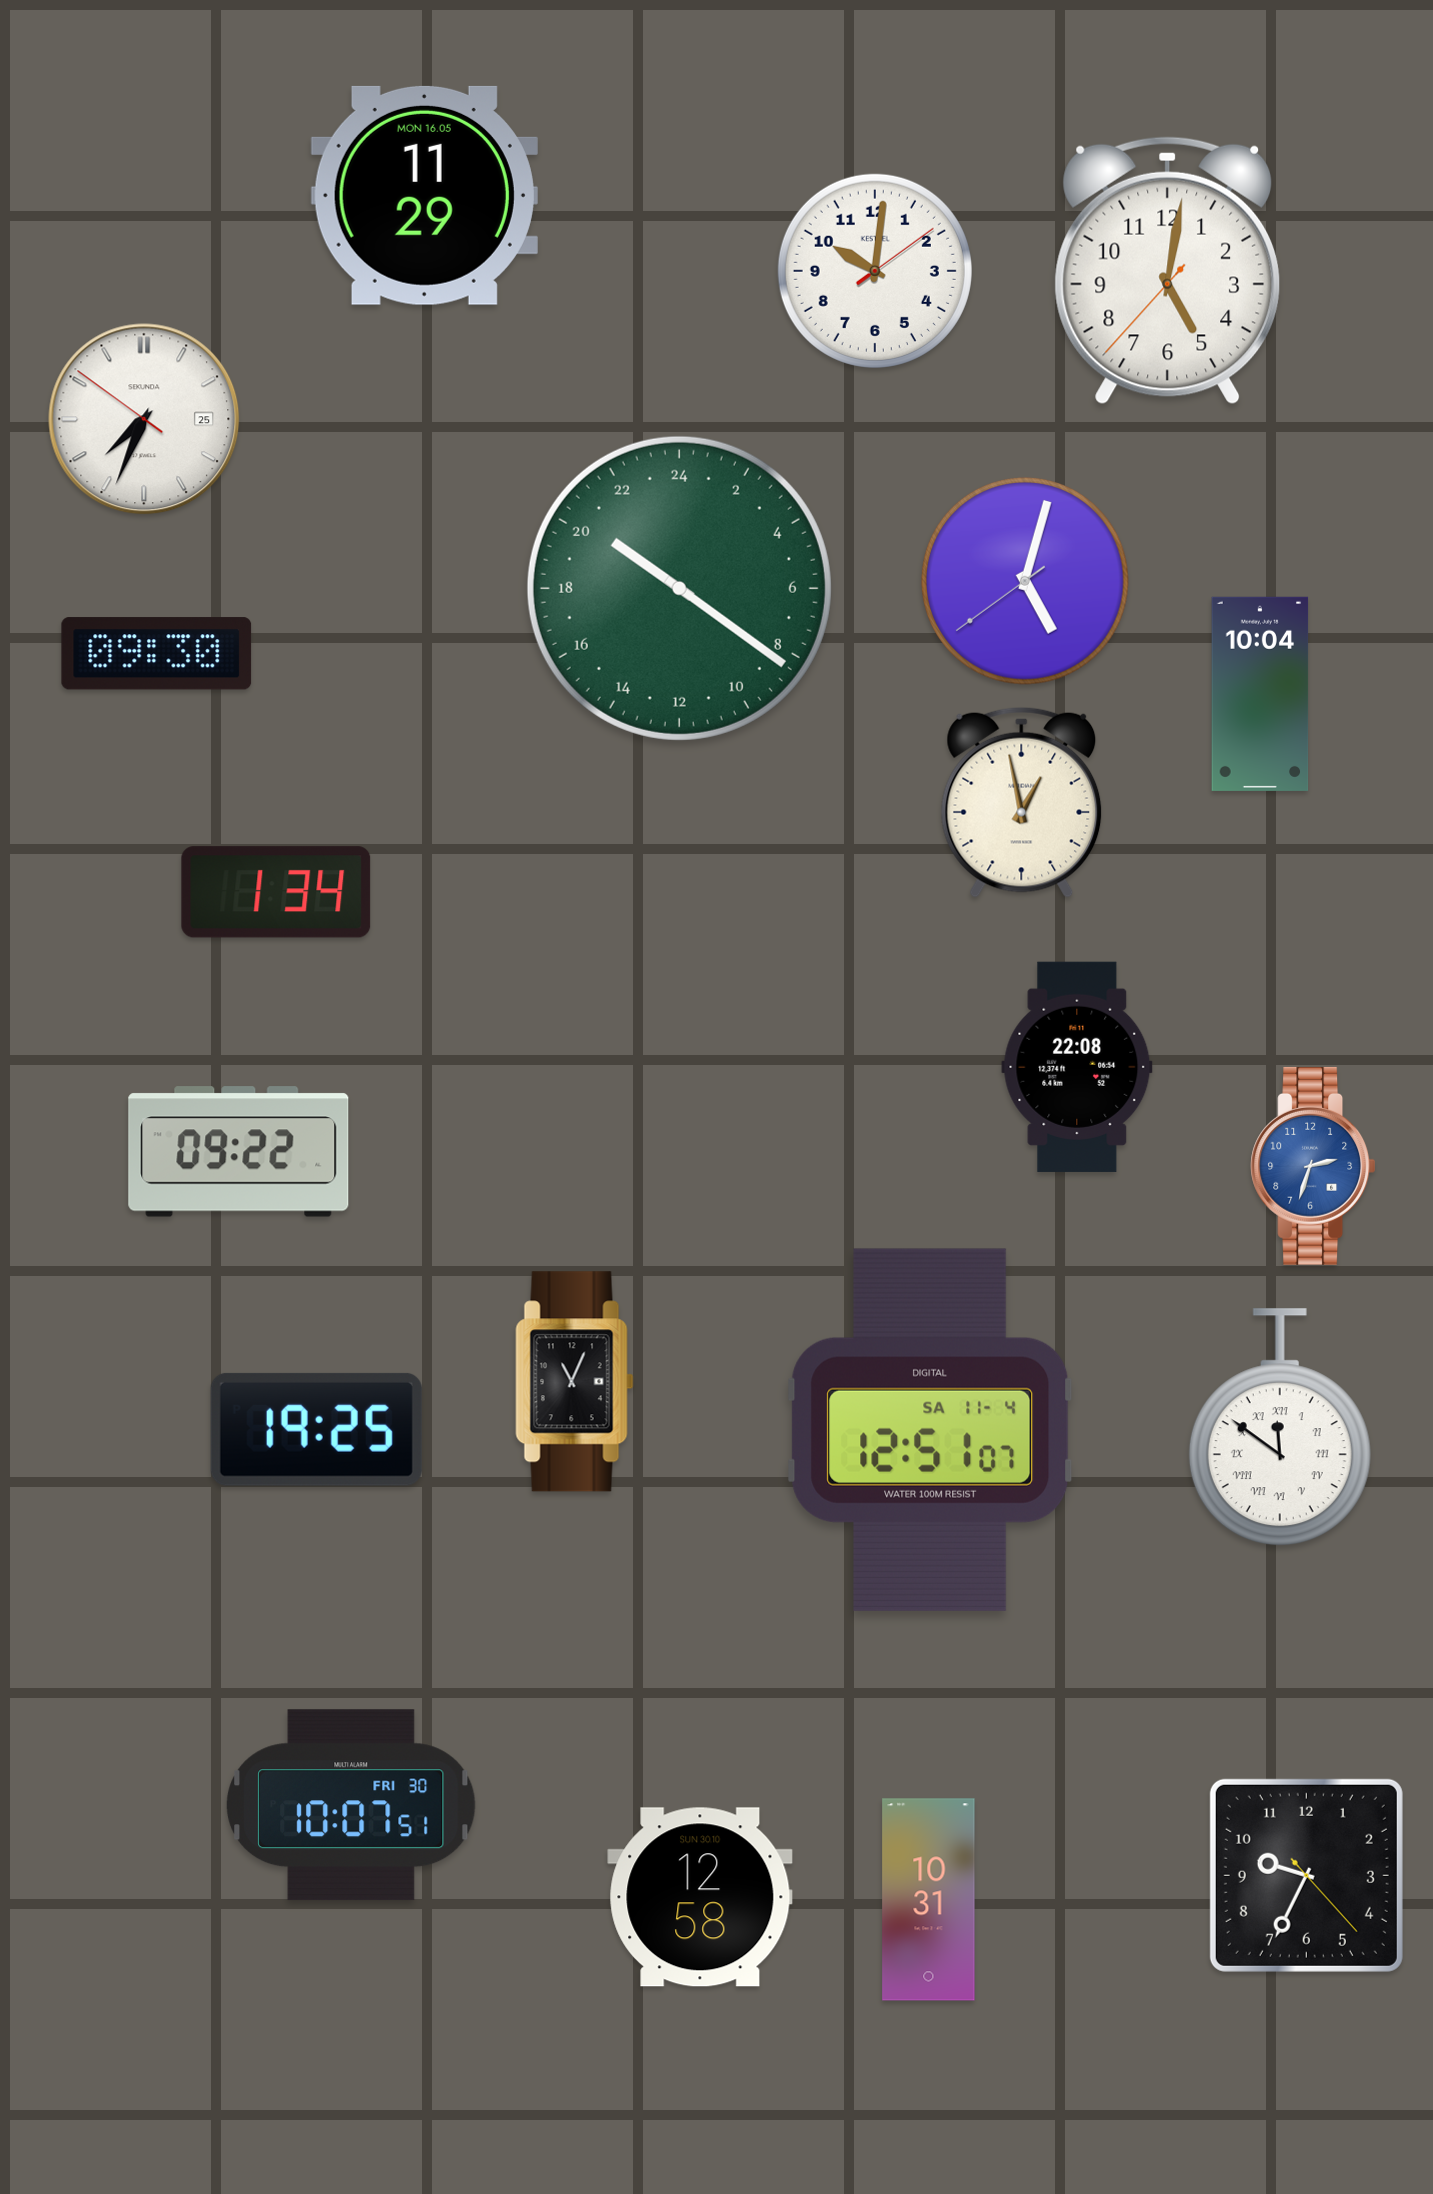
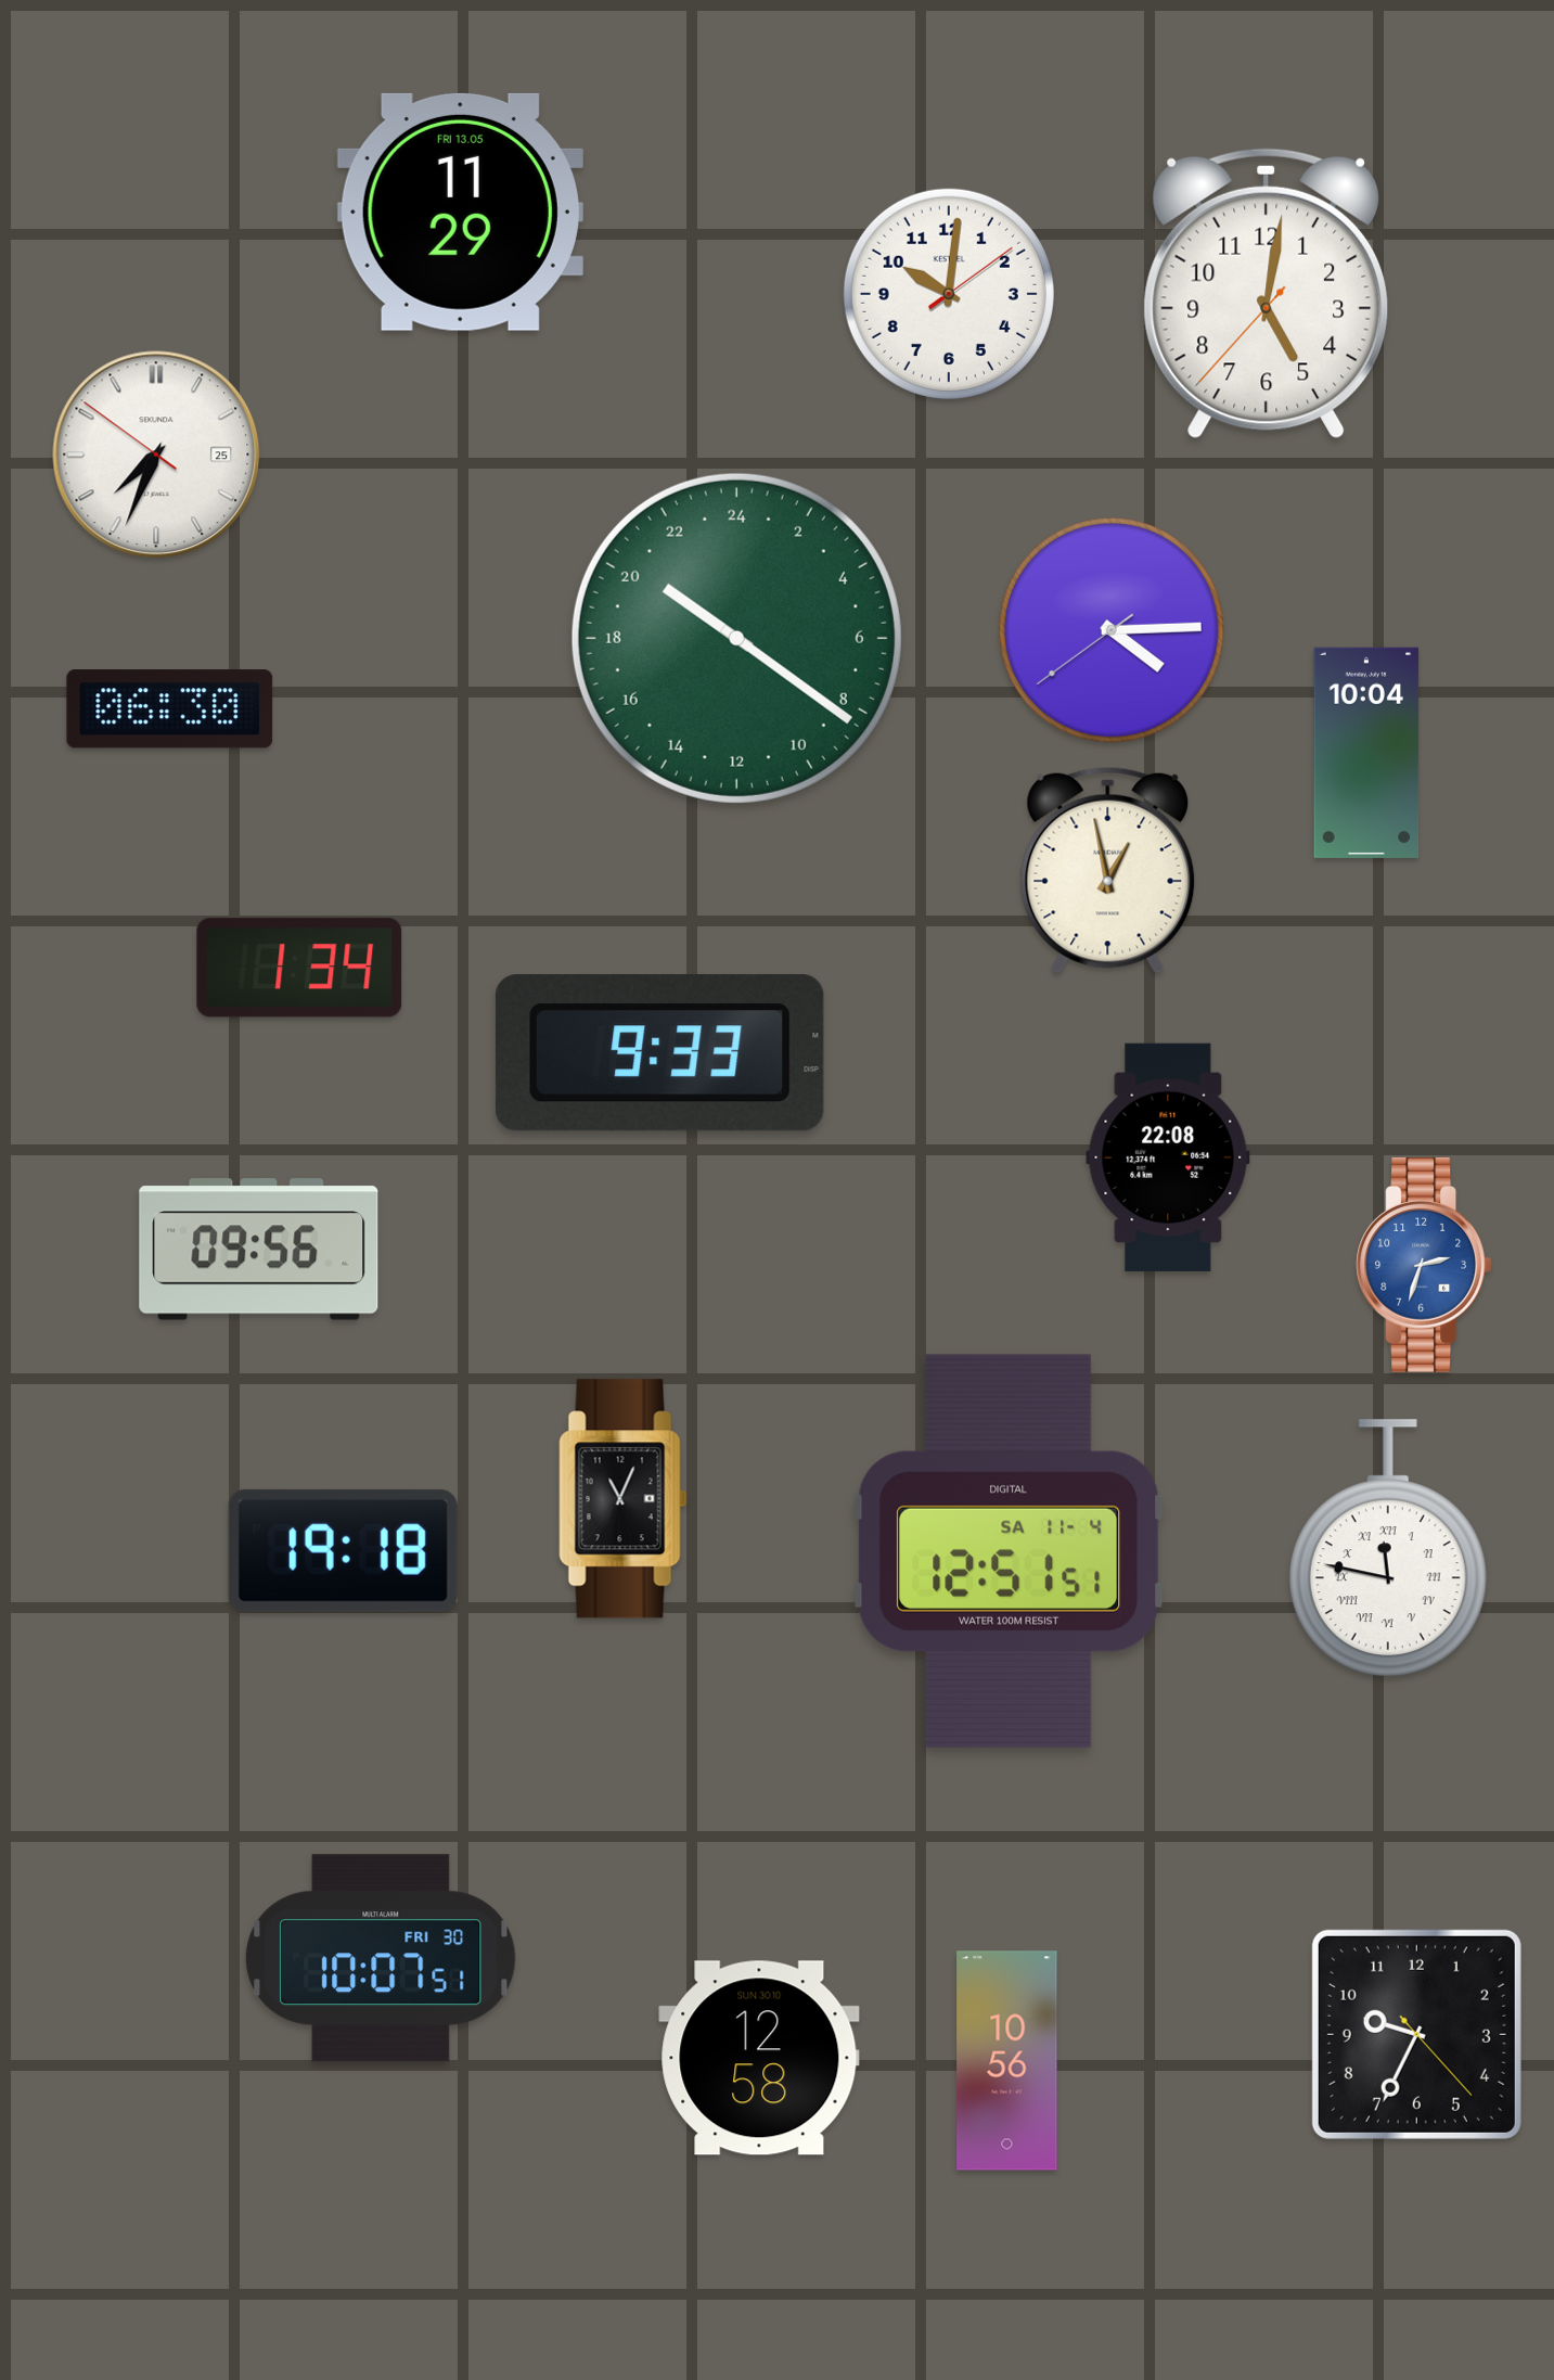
clock at (424, 195) date: MON 16.05 -> FRI 13.05
clock at (1026, 582): 5:02 -> 4:14
clock at (157, 654): 09:30 -> 06:30
clock at (659, 1053): none -> 9:33
clock at (239, 1152): 09:22 -> 09:56
clock at (1280, 1428): 11:51 -> 11:47
clock at (316, 1429): 19:25 -> 19:18
clock at (930, 1430): 12:51:07 -> 12:51:51
clock at (929, 1900): 10:31 -> 10:56
